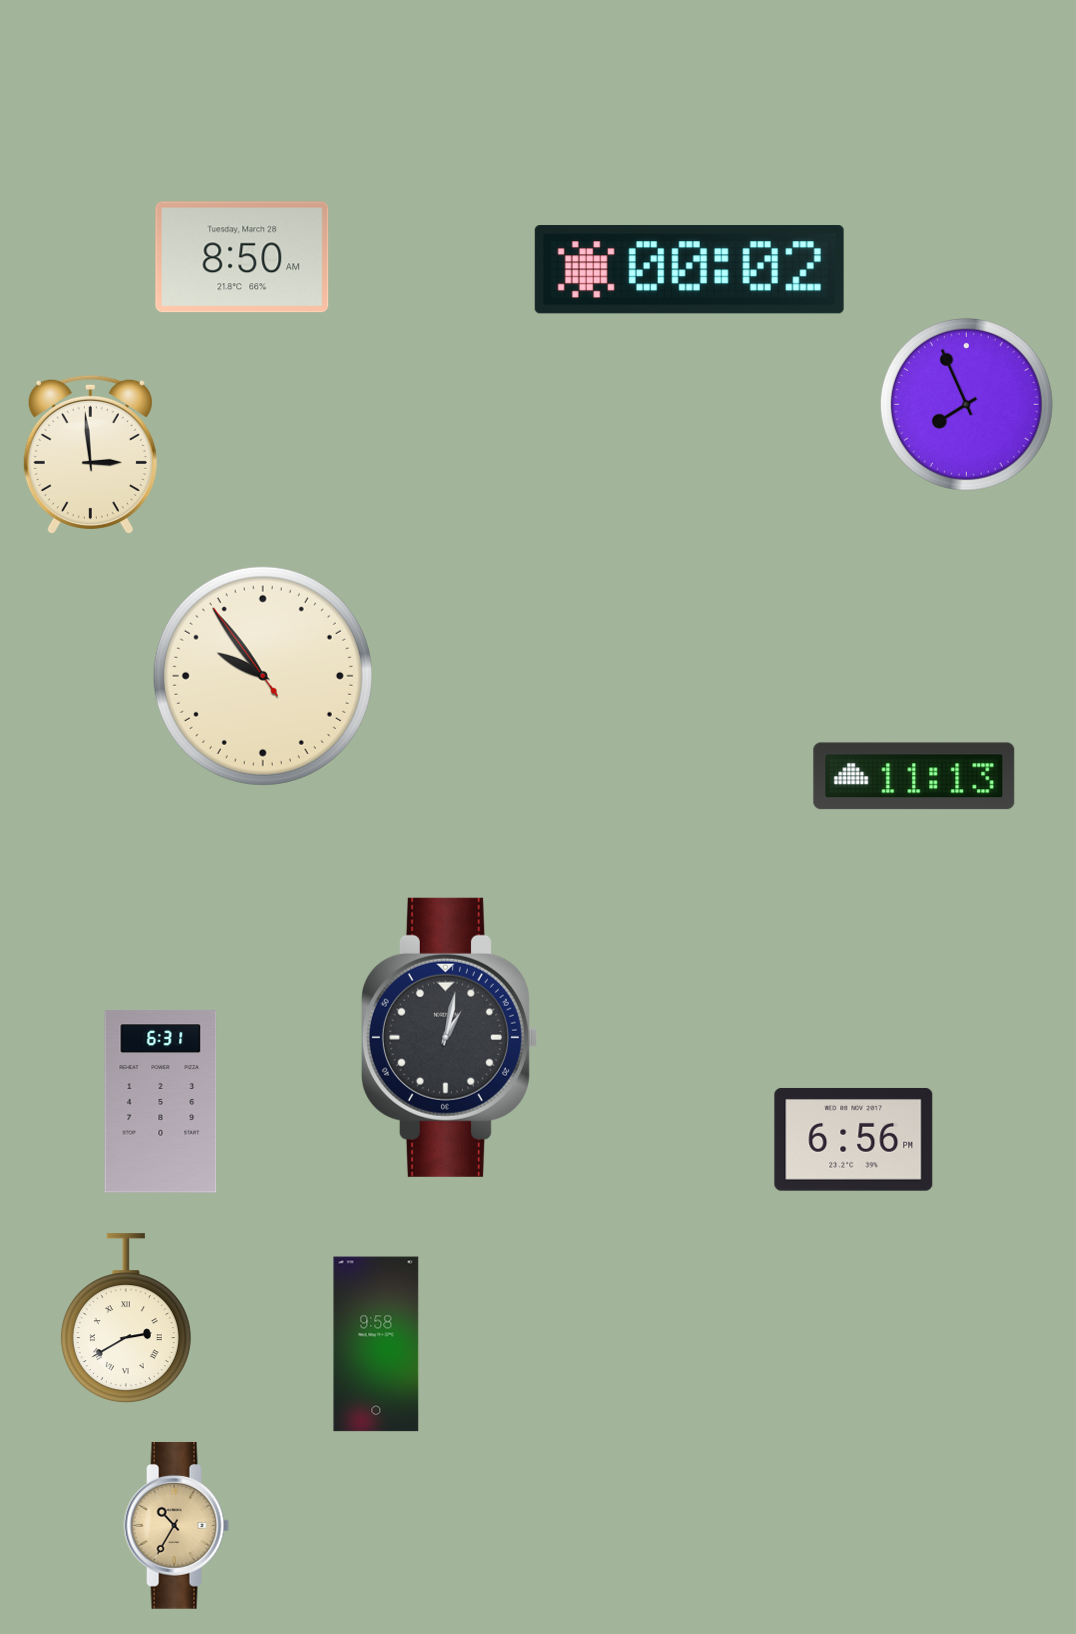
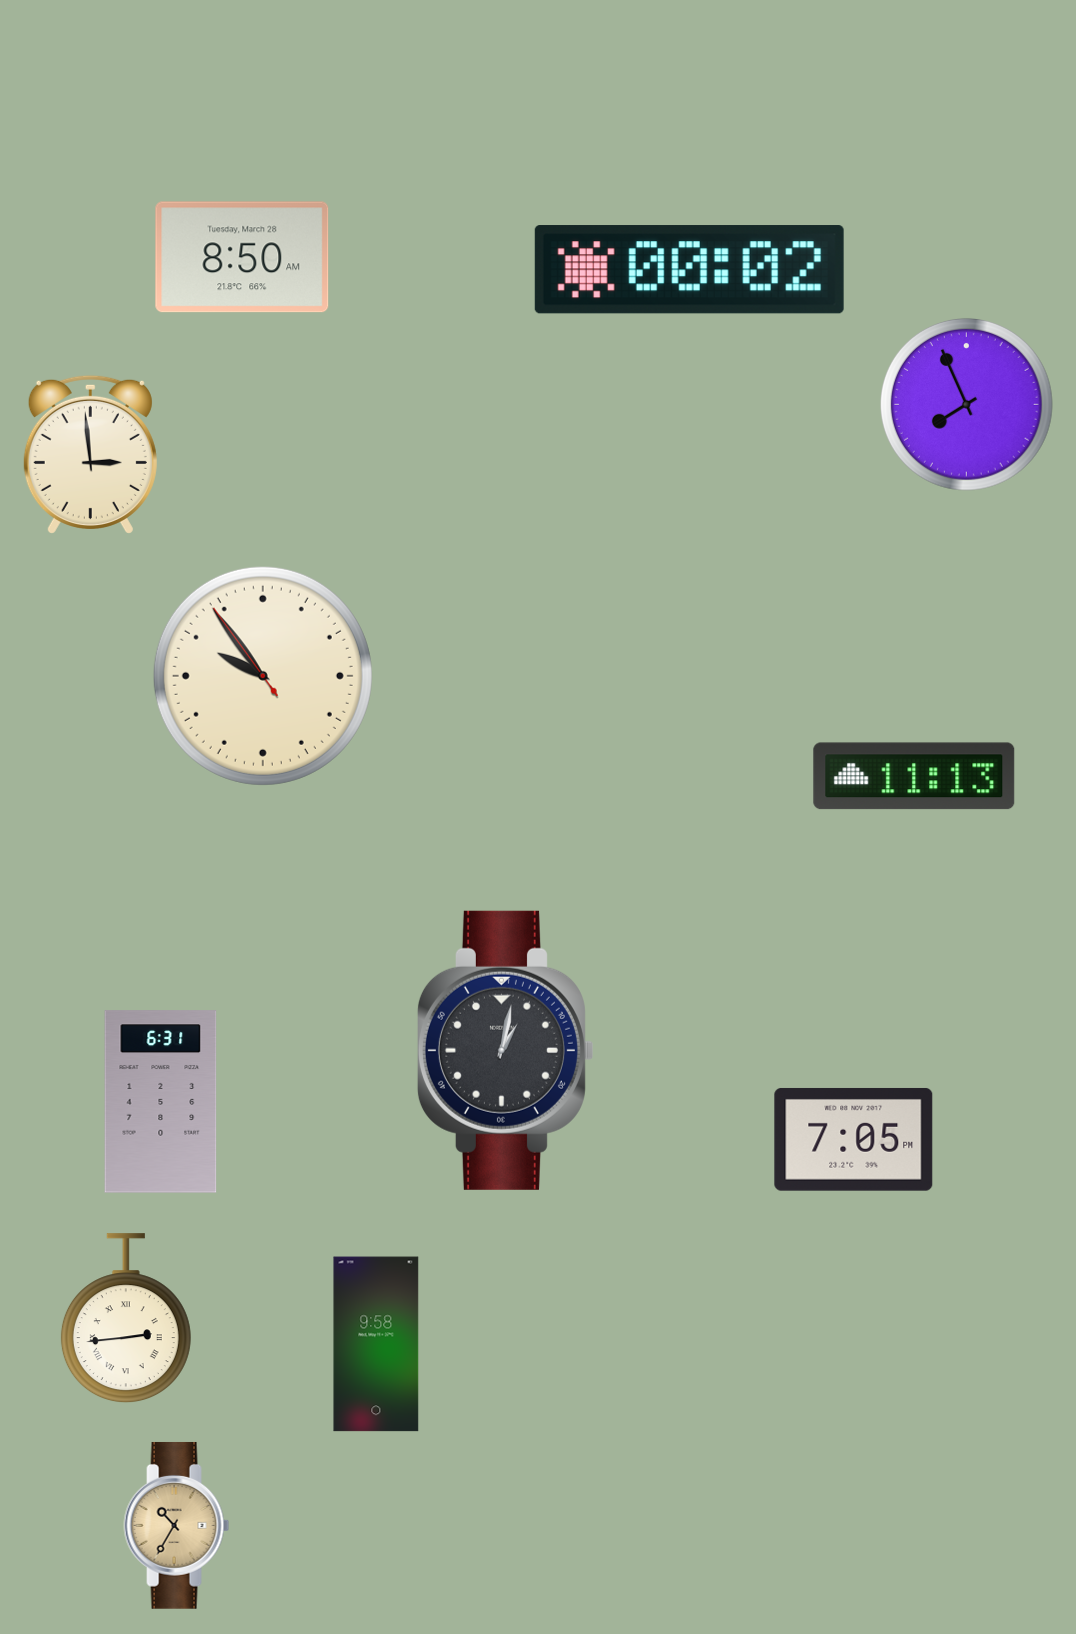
clock at (449, 1037) position: (449, 1037) -> (505, 1050)
clock at (854, 1139): 6:56 -> 7:05
clock at (126, 1319): 2:40 -> 2:44
